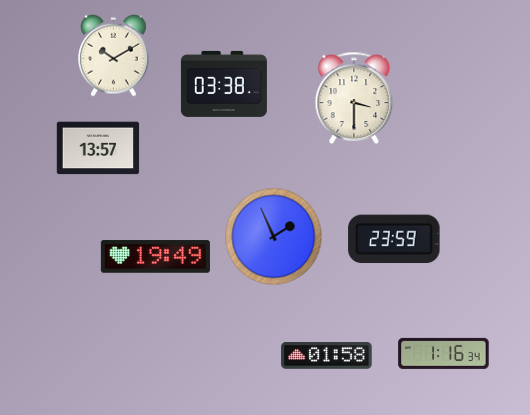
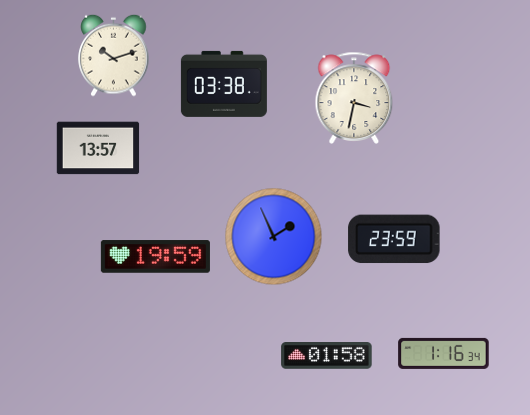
clock at (114, 55): 10:10 -> 10:12
clock at (354, 98): 3:30 -> 3:32
clock at (155, 257): 19:49 -> 19:59
